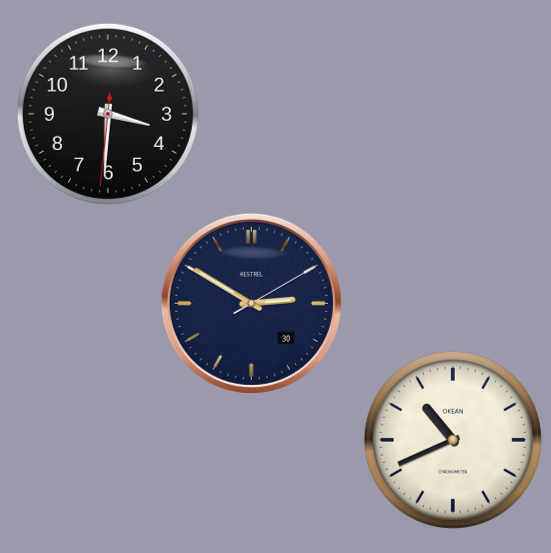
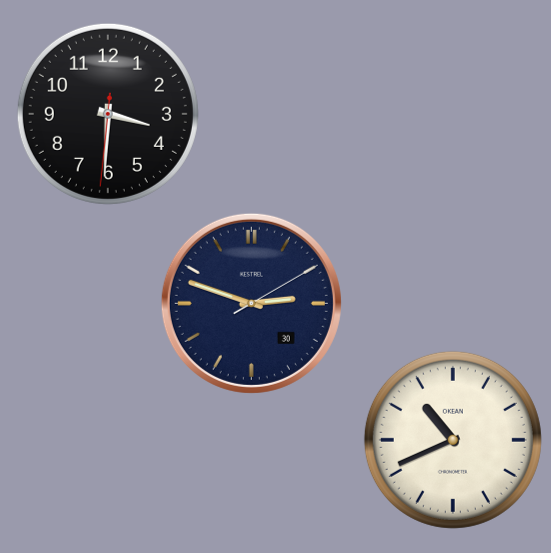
clock at (251, 303): 2:50 -> 2:48
